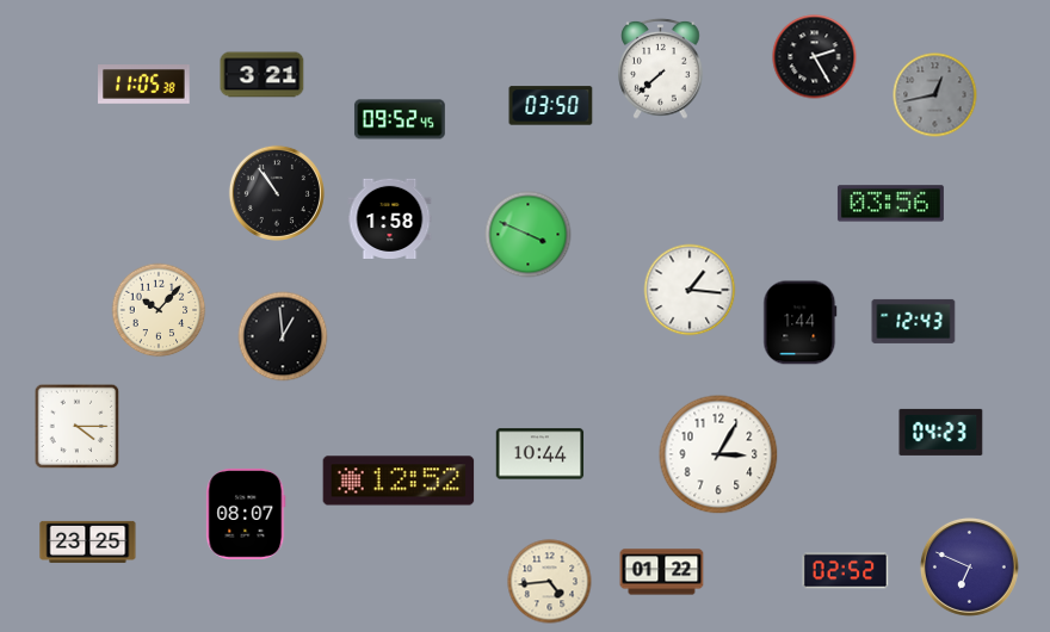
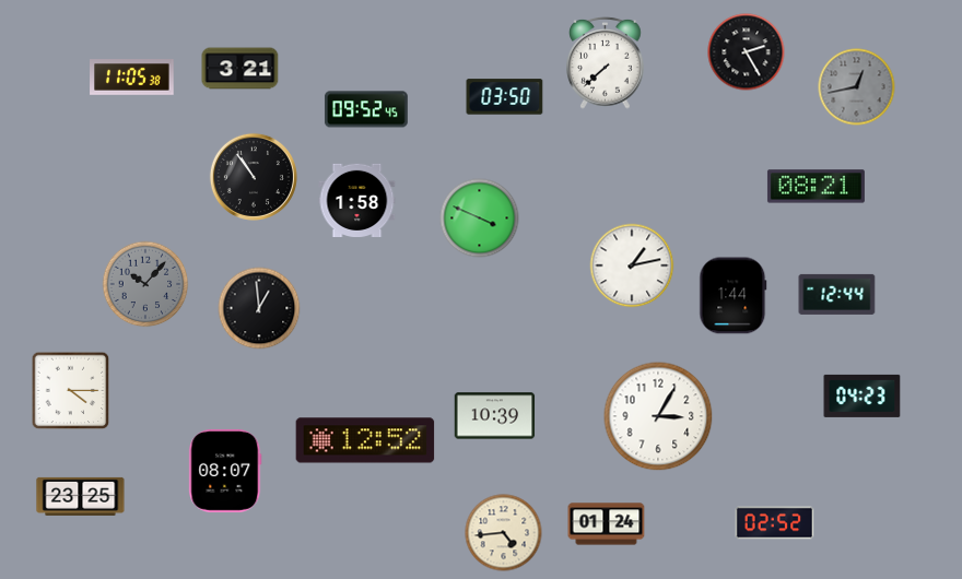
clock at (890, 204): 03:56 -> 08:21
clock at (529, 235) position: (529, 235) -> (480, 218)
clock at (690, 290): 1:16 -> 1:13
clock at (159, 310) dial: cream -> grey
clock at (914, 321): 12:43 -> 12:44
clock at (541, 454): 10:44 -> 10:39
clock at (969, 566): 6:49 -> none
clock at (662, 572): 01:22 -> 01:24
